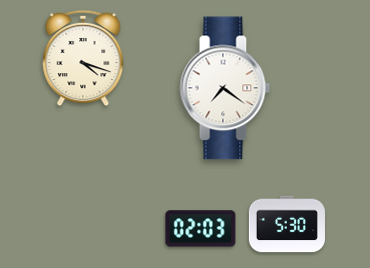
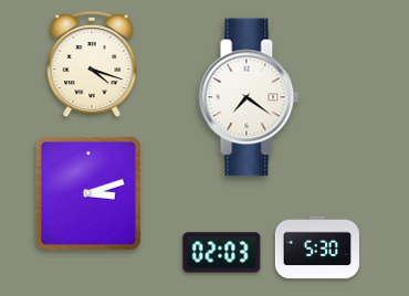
clock at (88, 193): none -> 3:12
